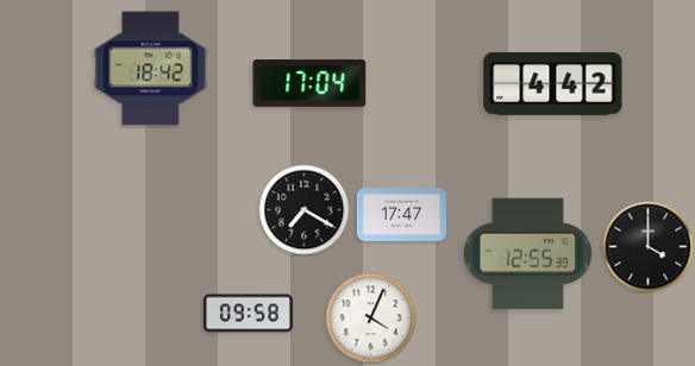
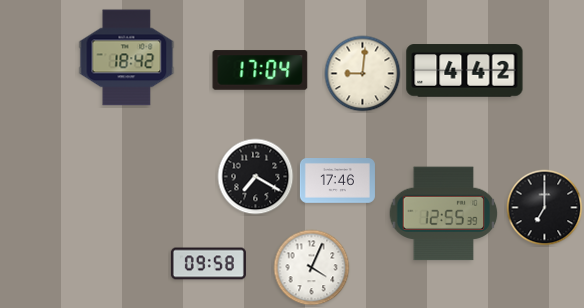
clock at (363, 74): none -> 9:01
clock at (401, 215): 17:47 -> 17:46
clock at (649, 247): 4:00 -> 7:00
